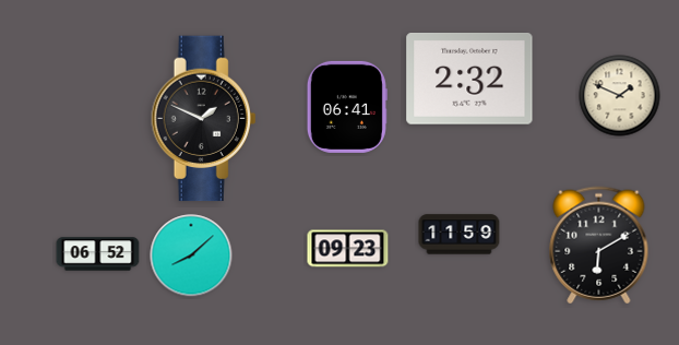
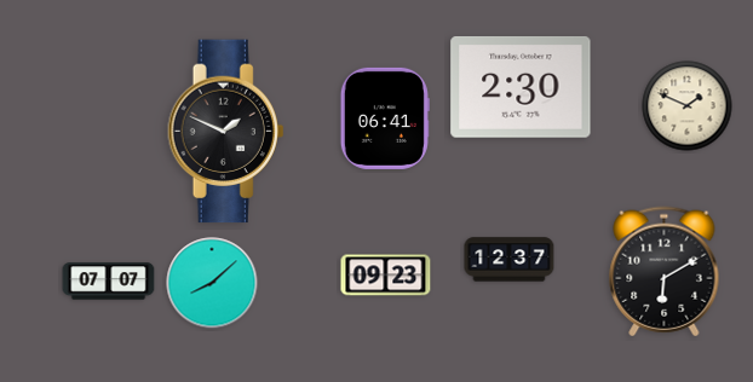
clock at (469, 79): 2:32 -> 2:30
clock at (460, 235): 11:59 -> 12:37
clock at (98, 254): 06:52 -> 07:07
